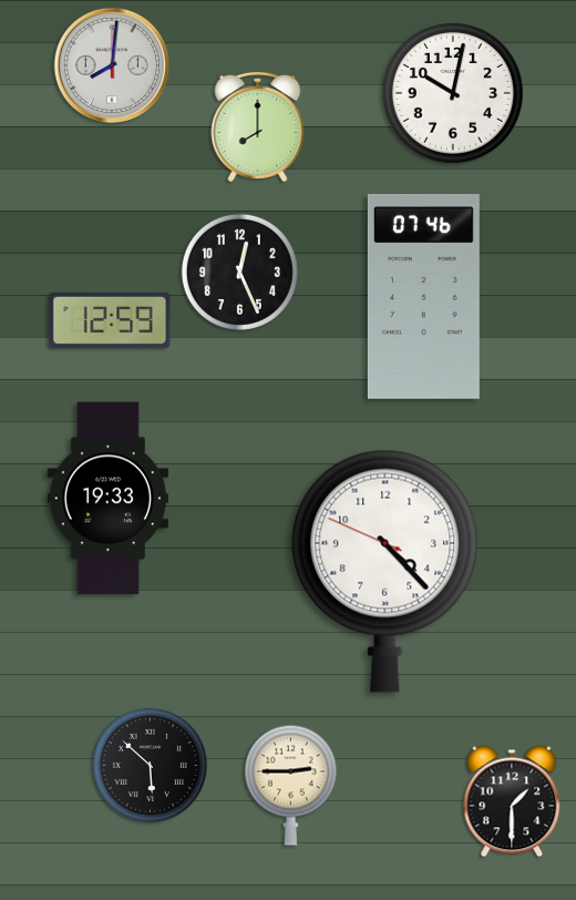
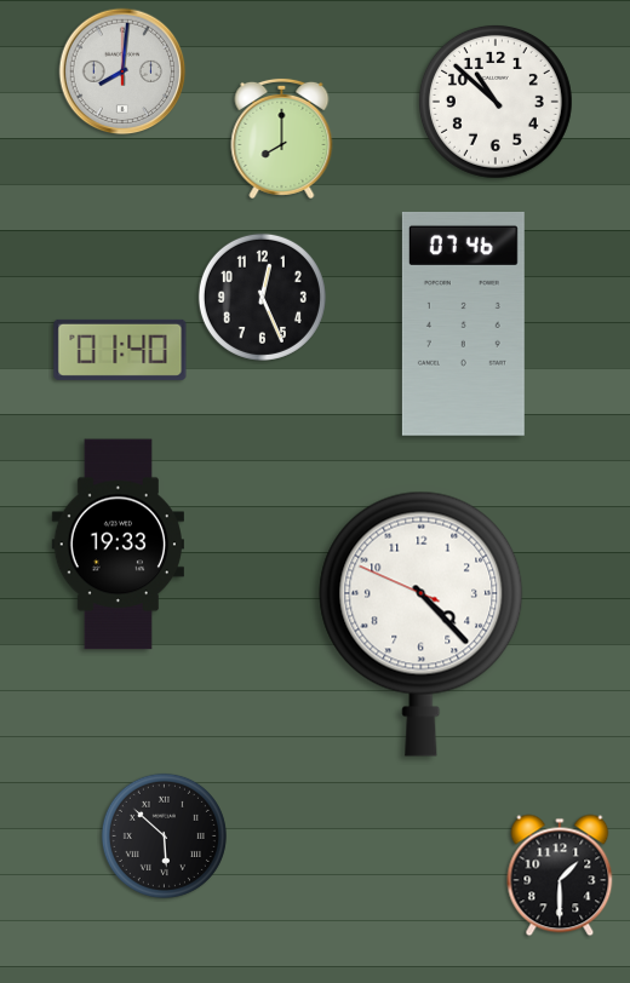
clock at (453, 93): 10:02 -> 10:52
clock at (110, 320): 12:59 -> 01:40
clock at (290, 785): 2:45 -> none
